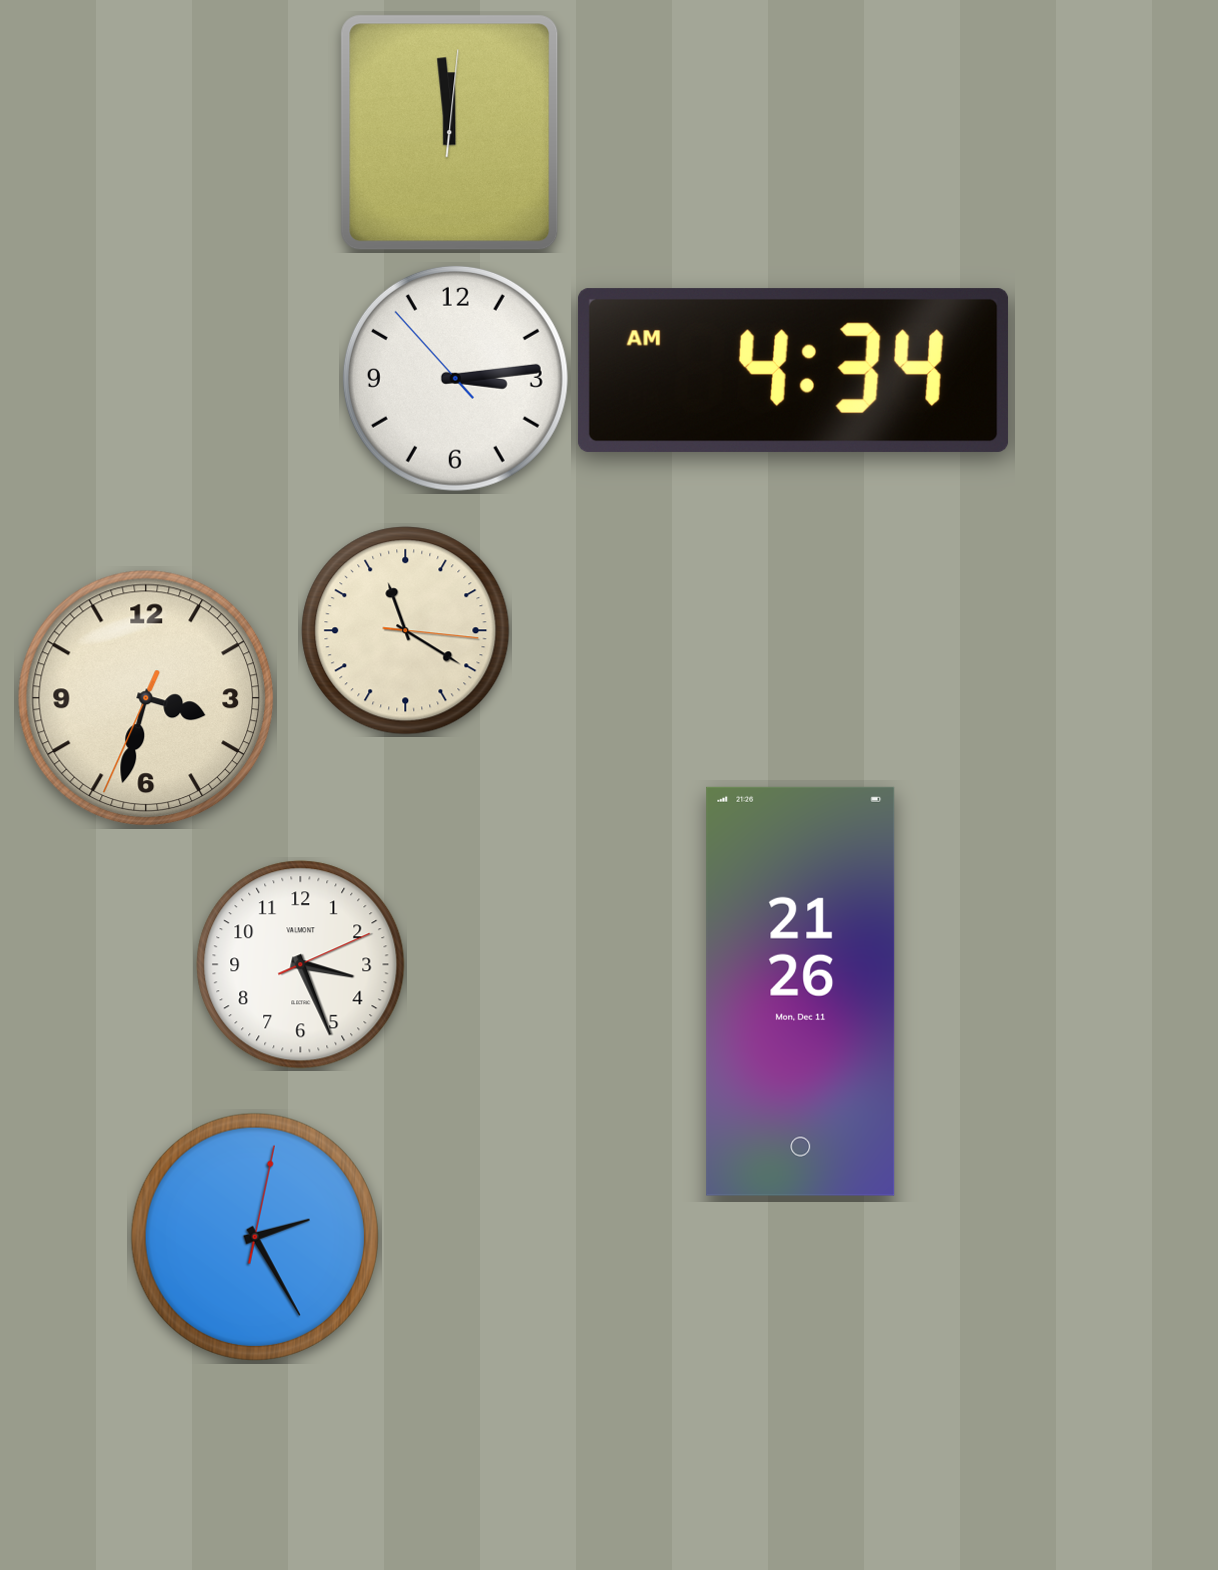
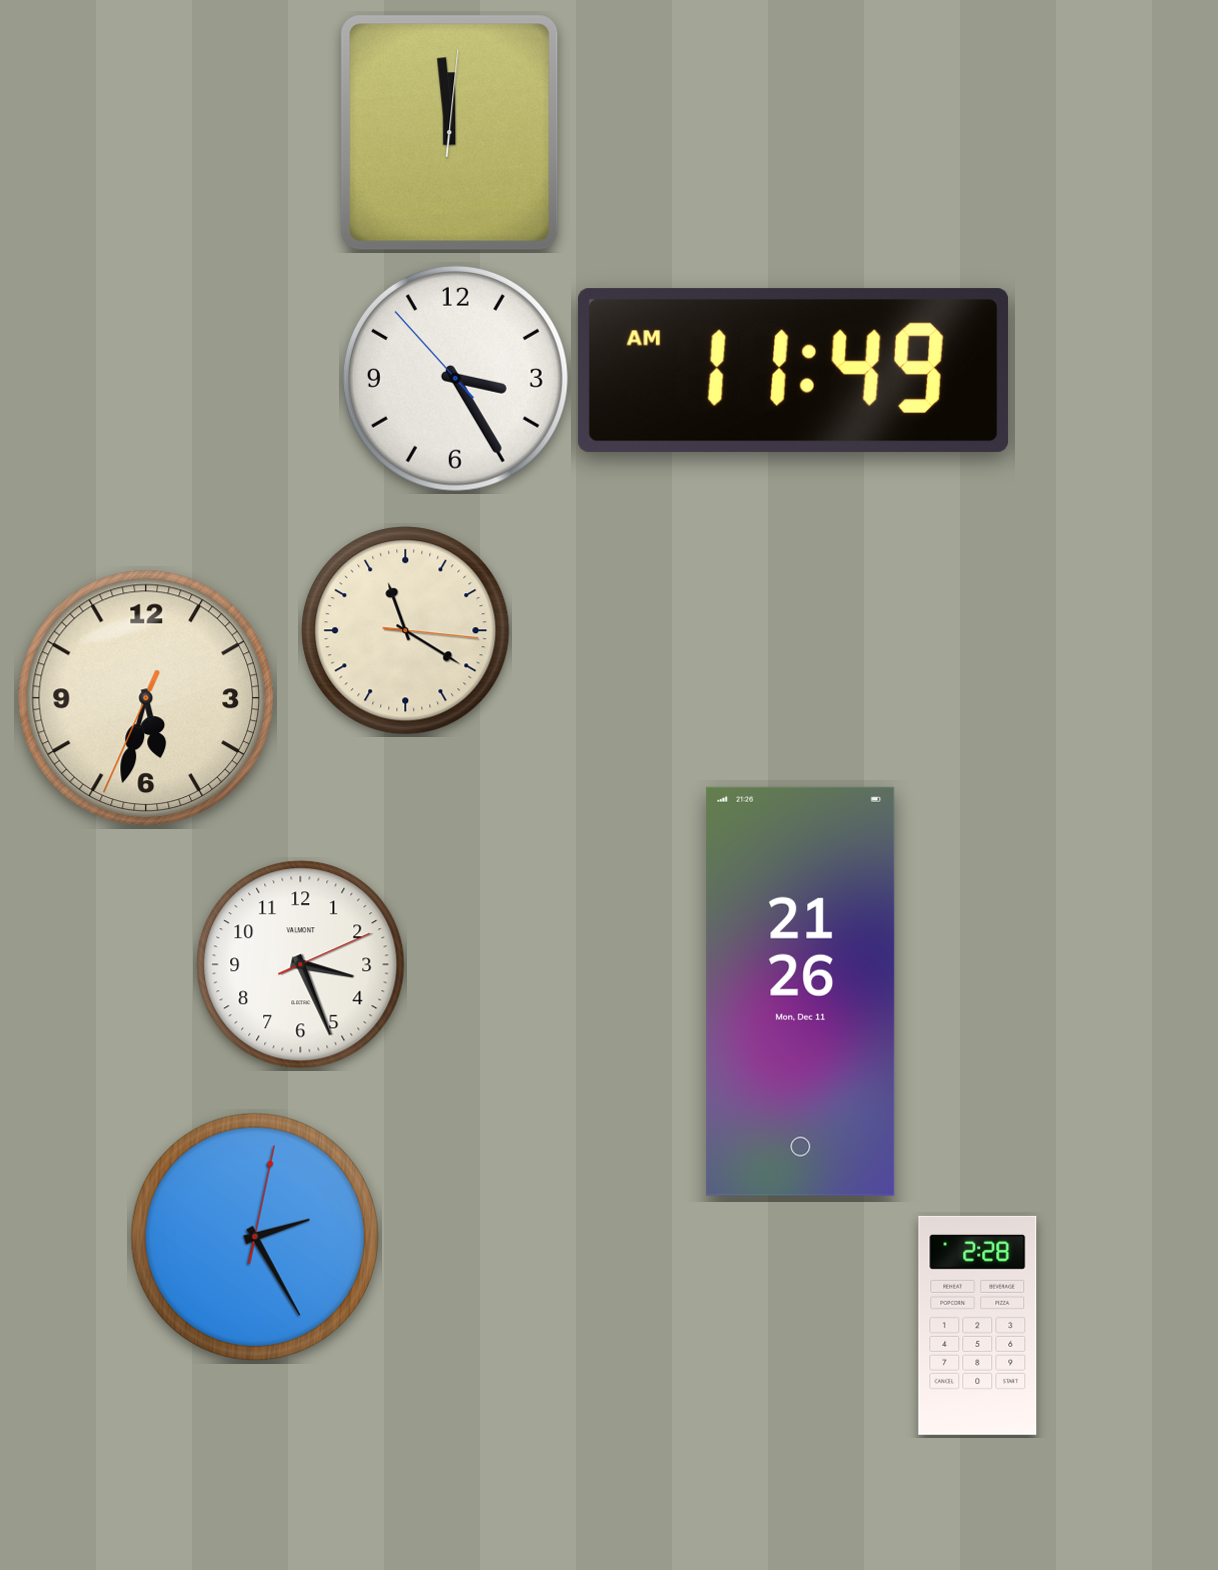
clock at (793, 370): 4:34 -> 11:49
clock at (455, 378): 3:13 -> 3:24
clock at (146, 698): 3:32 -> 5:32
clock at (978, 1325): none -> 2:28
